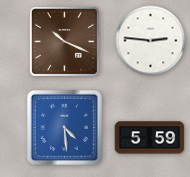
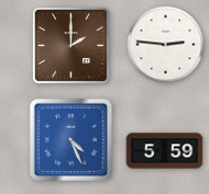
clock at (64, 41): 10:19 -> 2:00
clock at (64, 127): 4:29 -> 4:26
